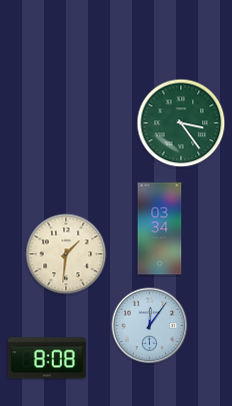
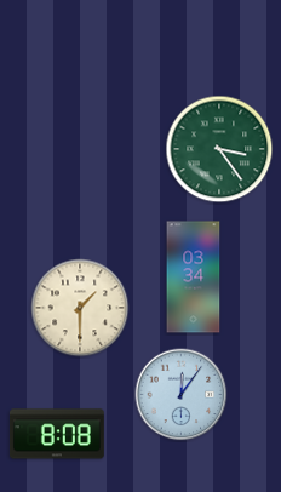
clock at (66, 254): 1:31 -> 1:30
